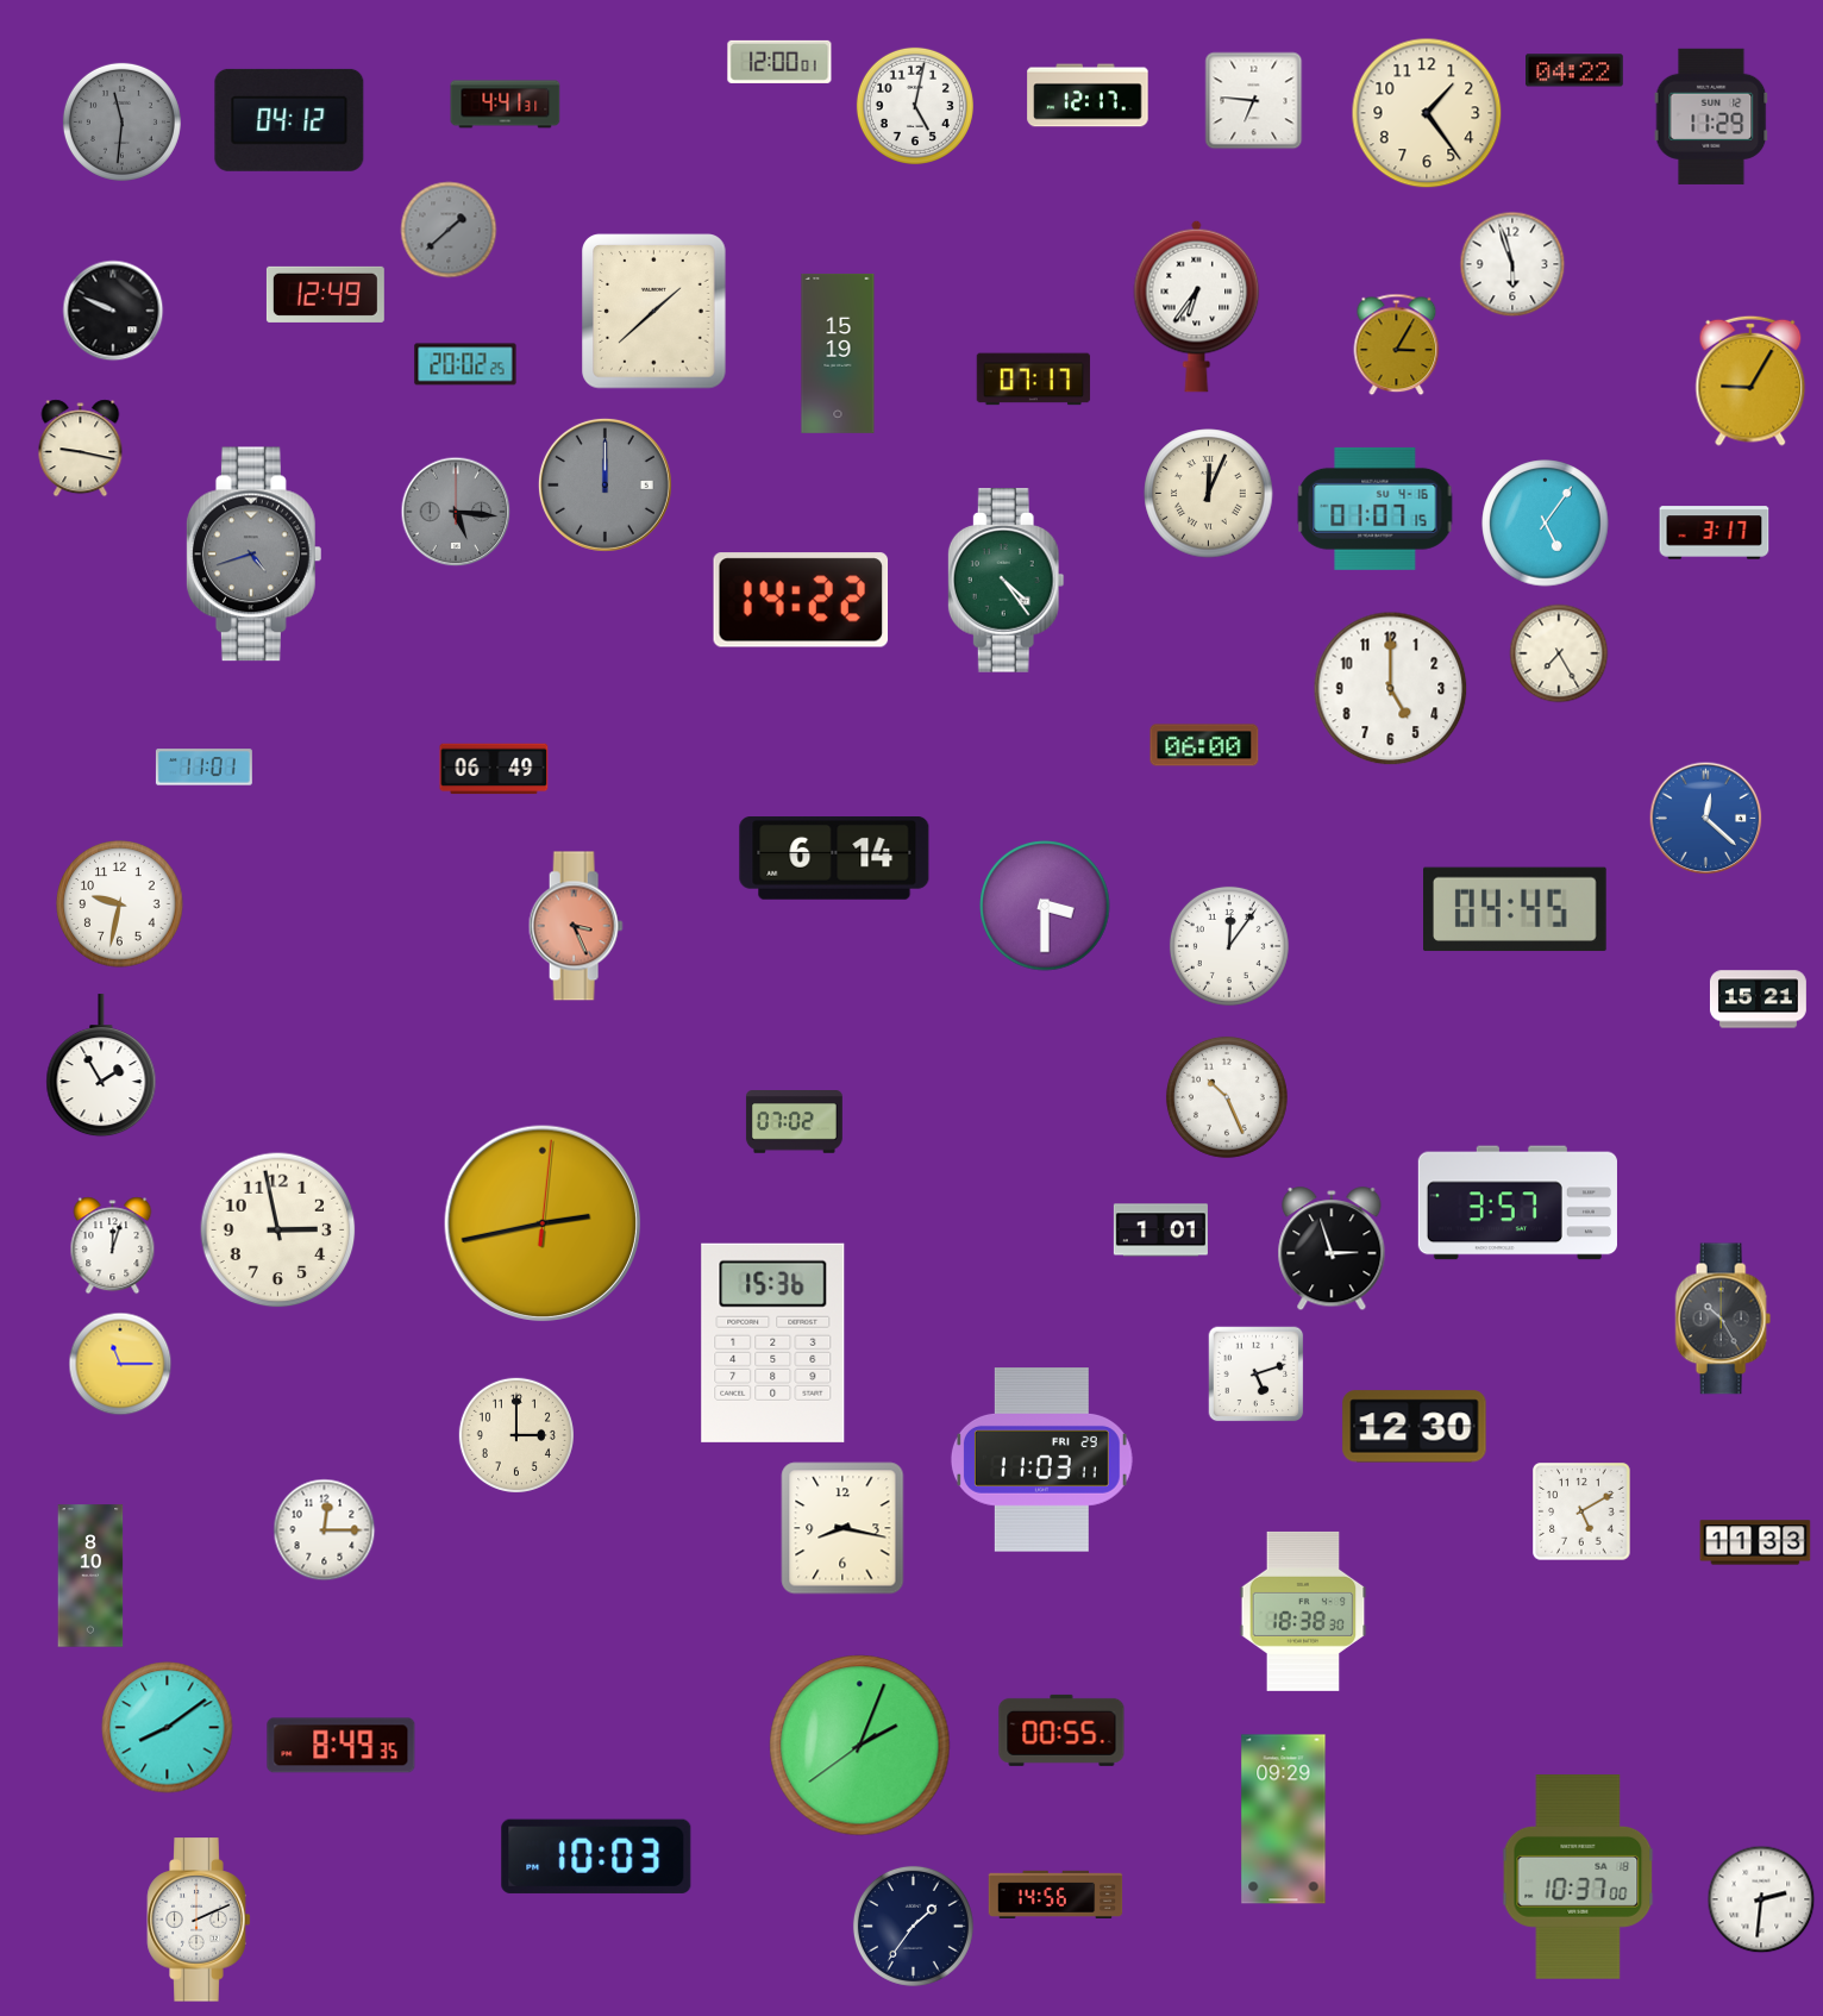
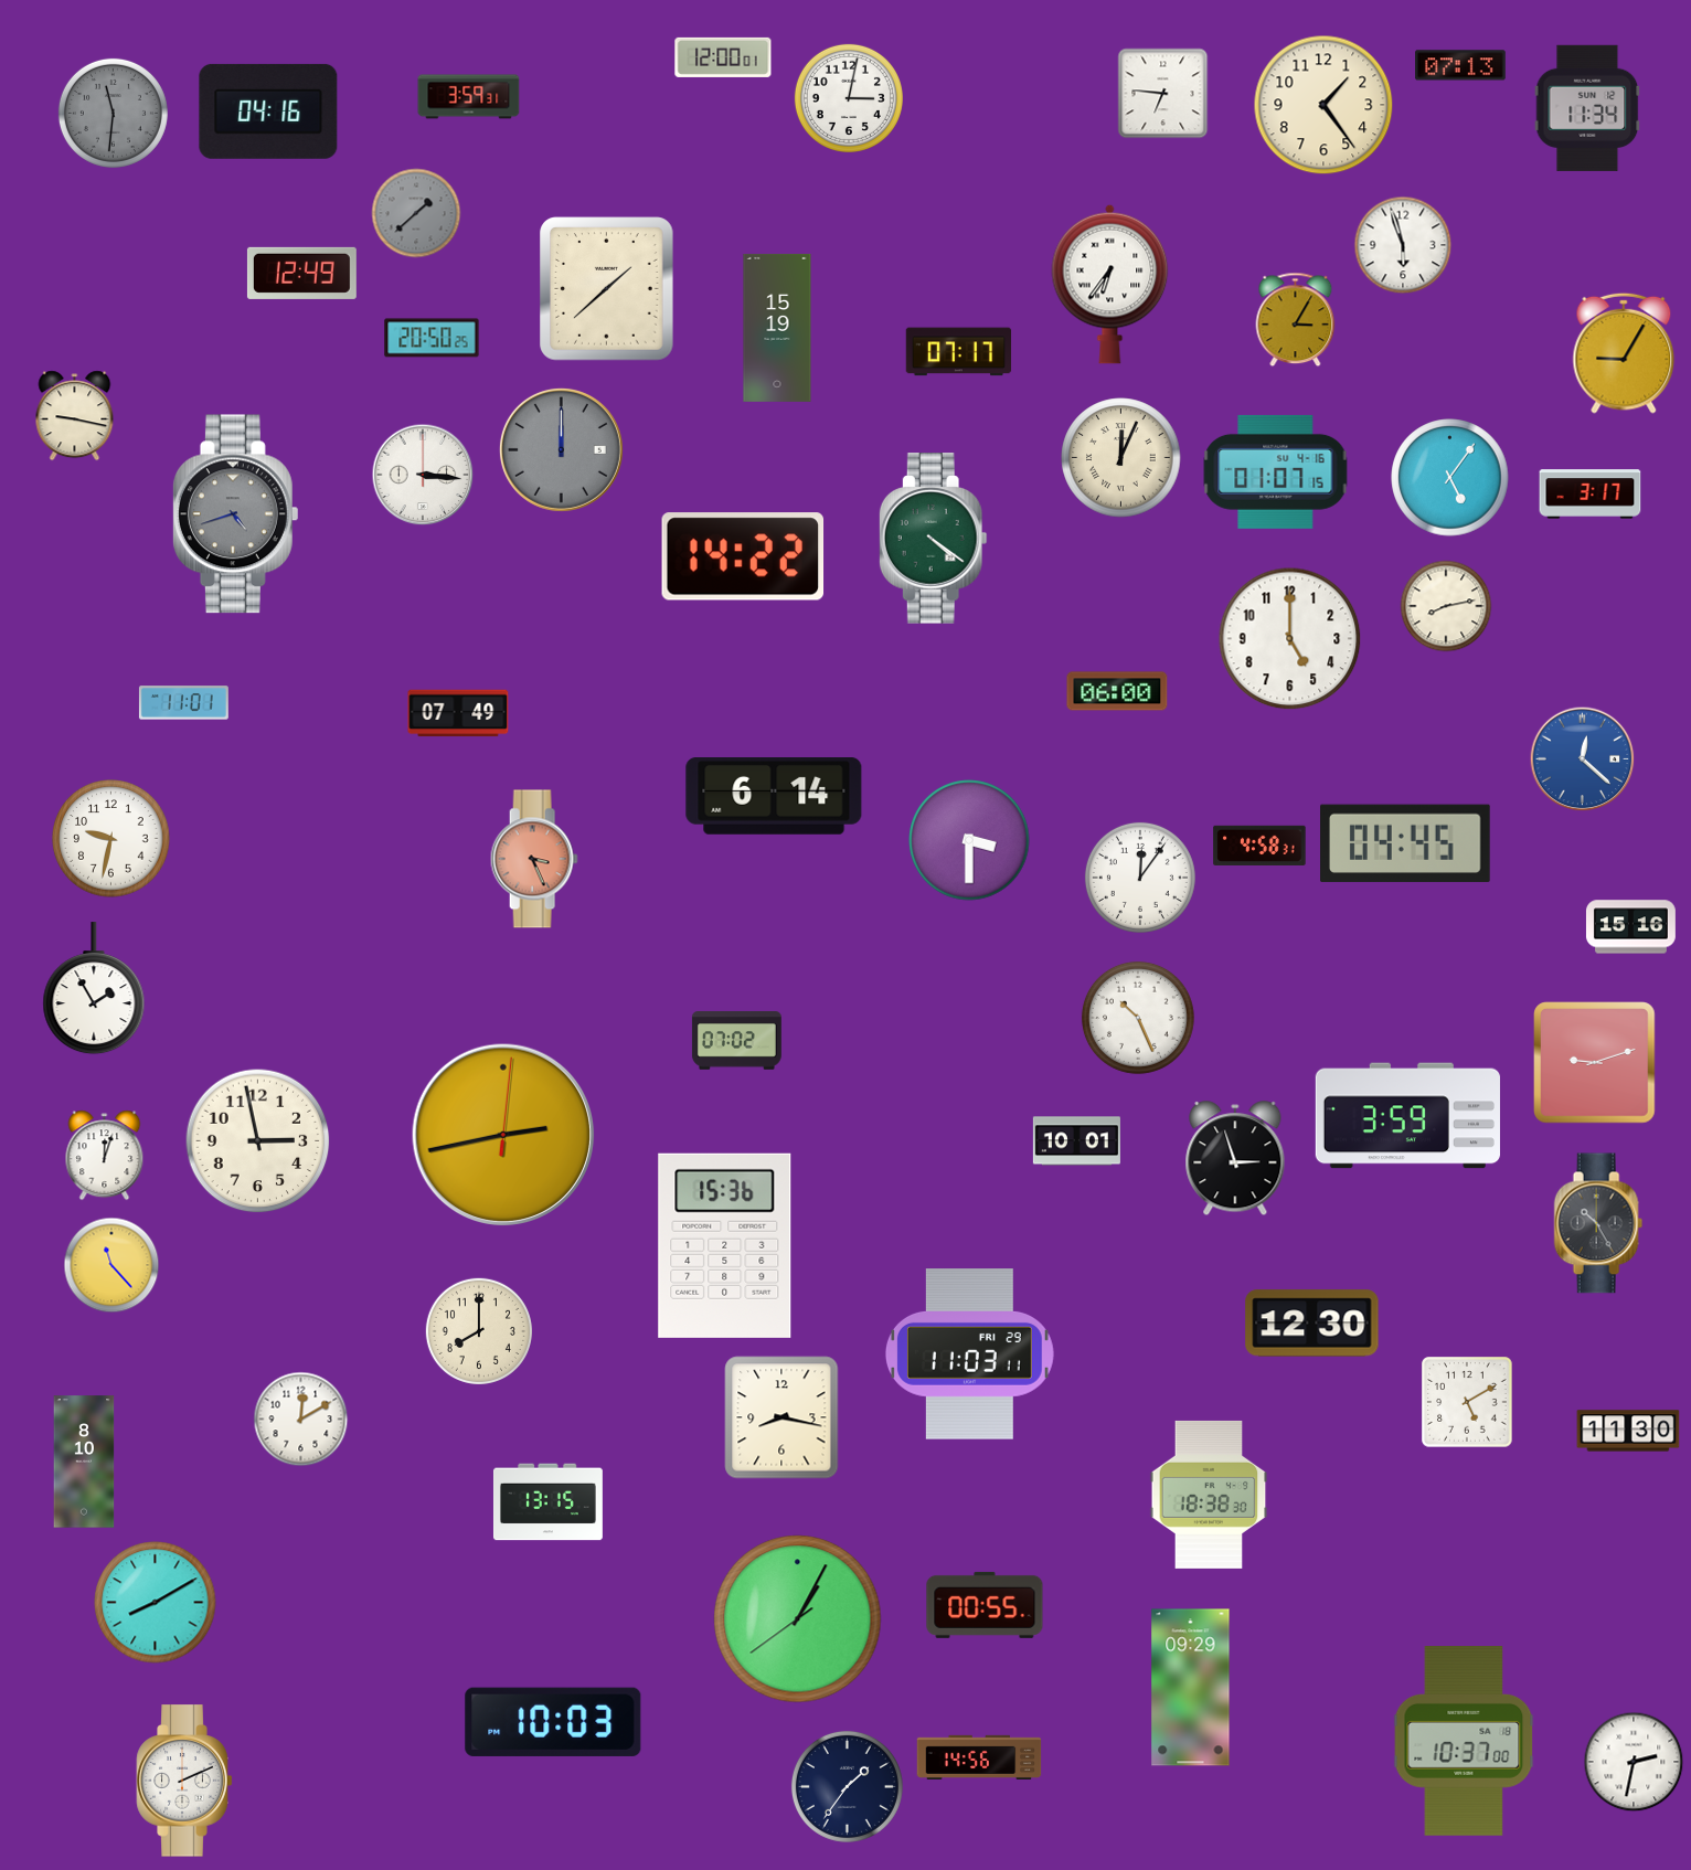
clock at (1575, 70): 04:22 -> 07:13
clock at (1088, 95): 12:17 -> none
clock at (506, 105): 4:41 -> 3:59
clock at (915, 106): 5:02 -> 3:02
clock at (1711, 117): 11:29 -> 11:34
clock at (289, 120): 04:12 -> 04:16
clock at (113, 311): 9:49 -> none
clock at (465, 364): 20:02 -> 20:50
clock at (456, 512): 5:16 -> 3:16
clock at (456, 512) dial: grey -> white
clock at (1546, 524) position: (1546, 524) -> (1450, 478)
clock at (1006, 581): 4:24 -> 4:21
clock at (1559, 653): 7:25 -> 8:13
clock at (203, 768) position: (203, 768) -> (183, 703)
clock at (494, 769): 06:49 -> 07:49
clock at (1259, 846): none -> 4:58
clock at (1758, 1000): 15:21 -> 15:16
clock at (1595, 1063): none -> 9:12
clock at (1517, 1203): 3:57 -> 3:59
clock at (1160, 1231): 1:01 -> 10:01
clock at (773, 1342) position: (773, 1342) -> (725, 1245)
clock at (120, 1364): 11:15 -> 11:23
clock at (1257, 1375): 5:12 -> none
clock at (516, 1435): 3:00 -> 8:00
clock at (1041, 1460) position: (1041, 1460) -> (969, 1354)
clock at (325, 1530): 12:15 -> 12:10
clock at (1755, 1542): 11:33 -> 11:30
clock at (547, 1502): none -> 13:15
clock at (168, 1728): 8:09 -> 8:10
clock at (342, 1746): 8:49 -> none
clock at (860, 1746): 2:03 -> 1:04
clock at (1761, 1899): 2:31 -> 2:32
